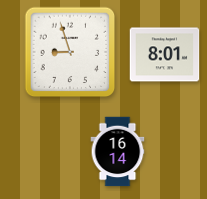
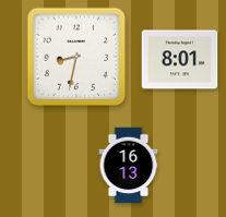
clock at (70, 52): 8:57 -> 8:32
clock at (118, 152): 16:14 -> 16:13
